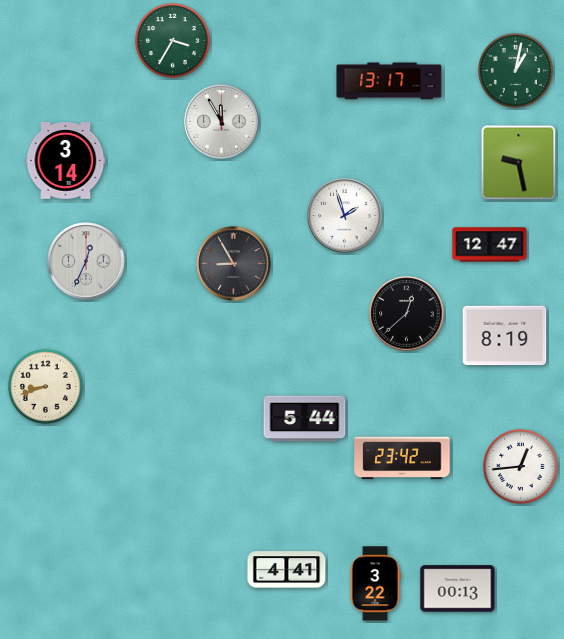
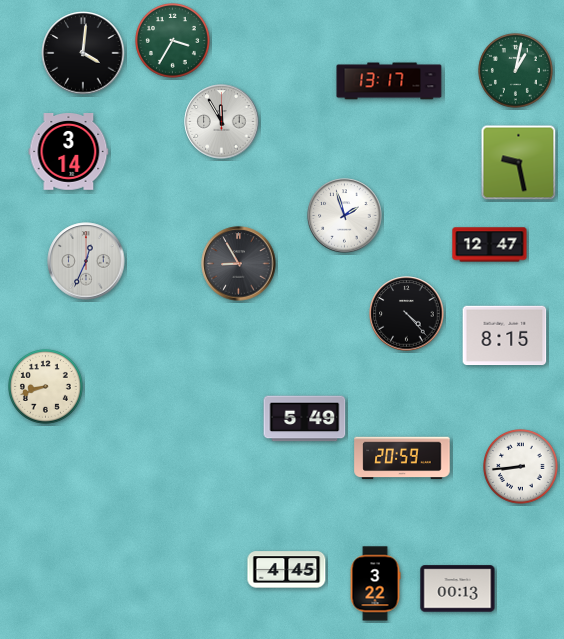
clock at (83, 53): none -> 4:01
clock at (66, 161) position: (66, 161) -> (69, 152)
clock at (234, 264) position: (234, 264) -> (239, 264)
clock at (407, 314): 12:38 -> 4:23
clock at (505, 336): 8:19 -> 8:15
clock at (305, 419): 5:44 -> 5:49
clock at (402, 458): 23:42 -> 20:59
clock at (521, 467): 12:44 -> 8:44
clock at (287, 570): 4:41 -> 4:45
